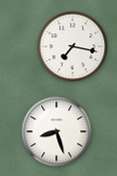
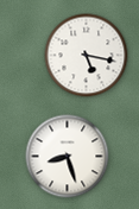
clock at (73, 47): 7:17 -> 5:17
